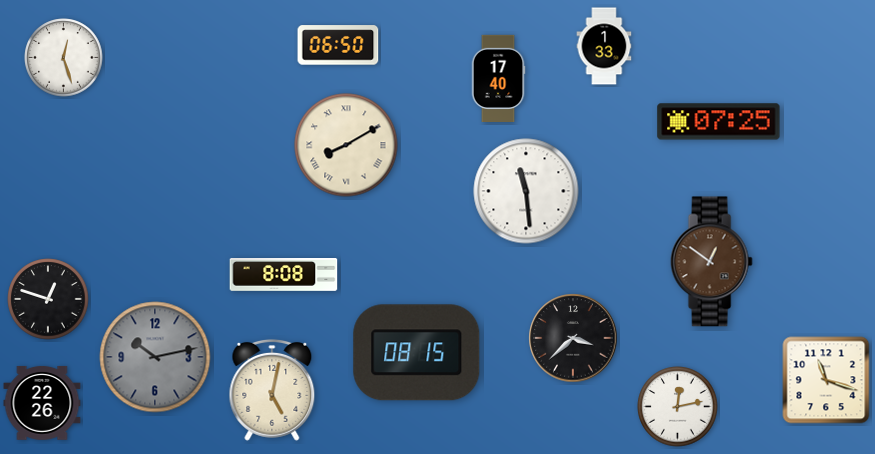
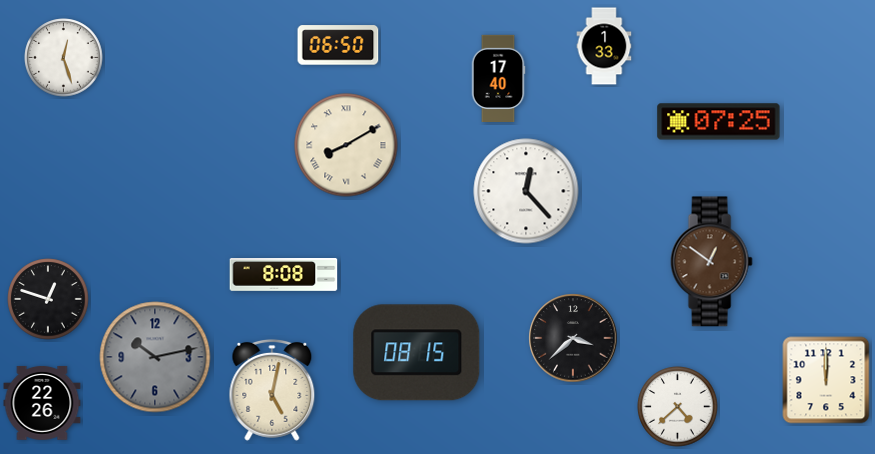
clock at (526, 191): 11:29 -> 12:23
clock at (826, 380): 11:18 -> 12:00
clock at (678, 407): 12:13 -> 4:38
